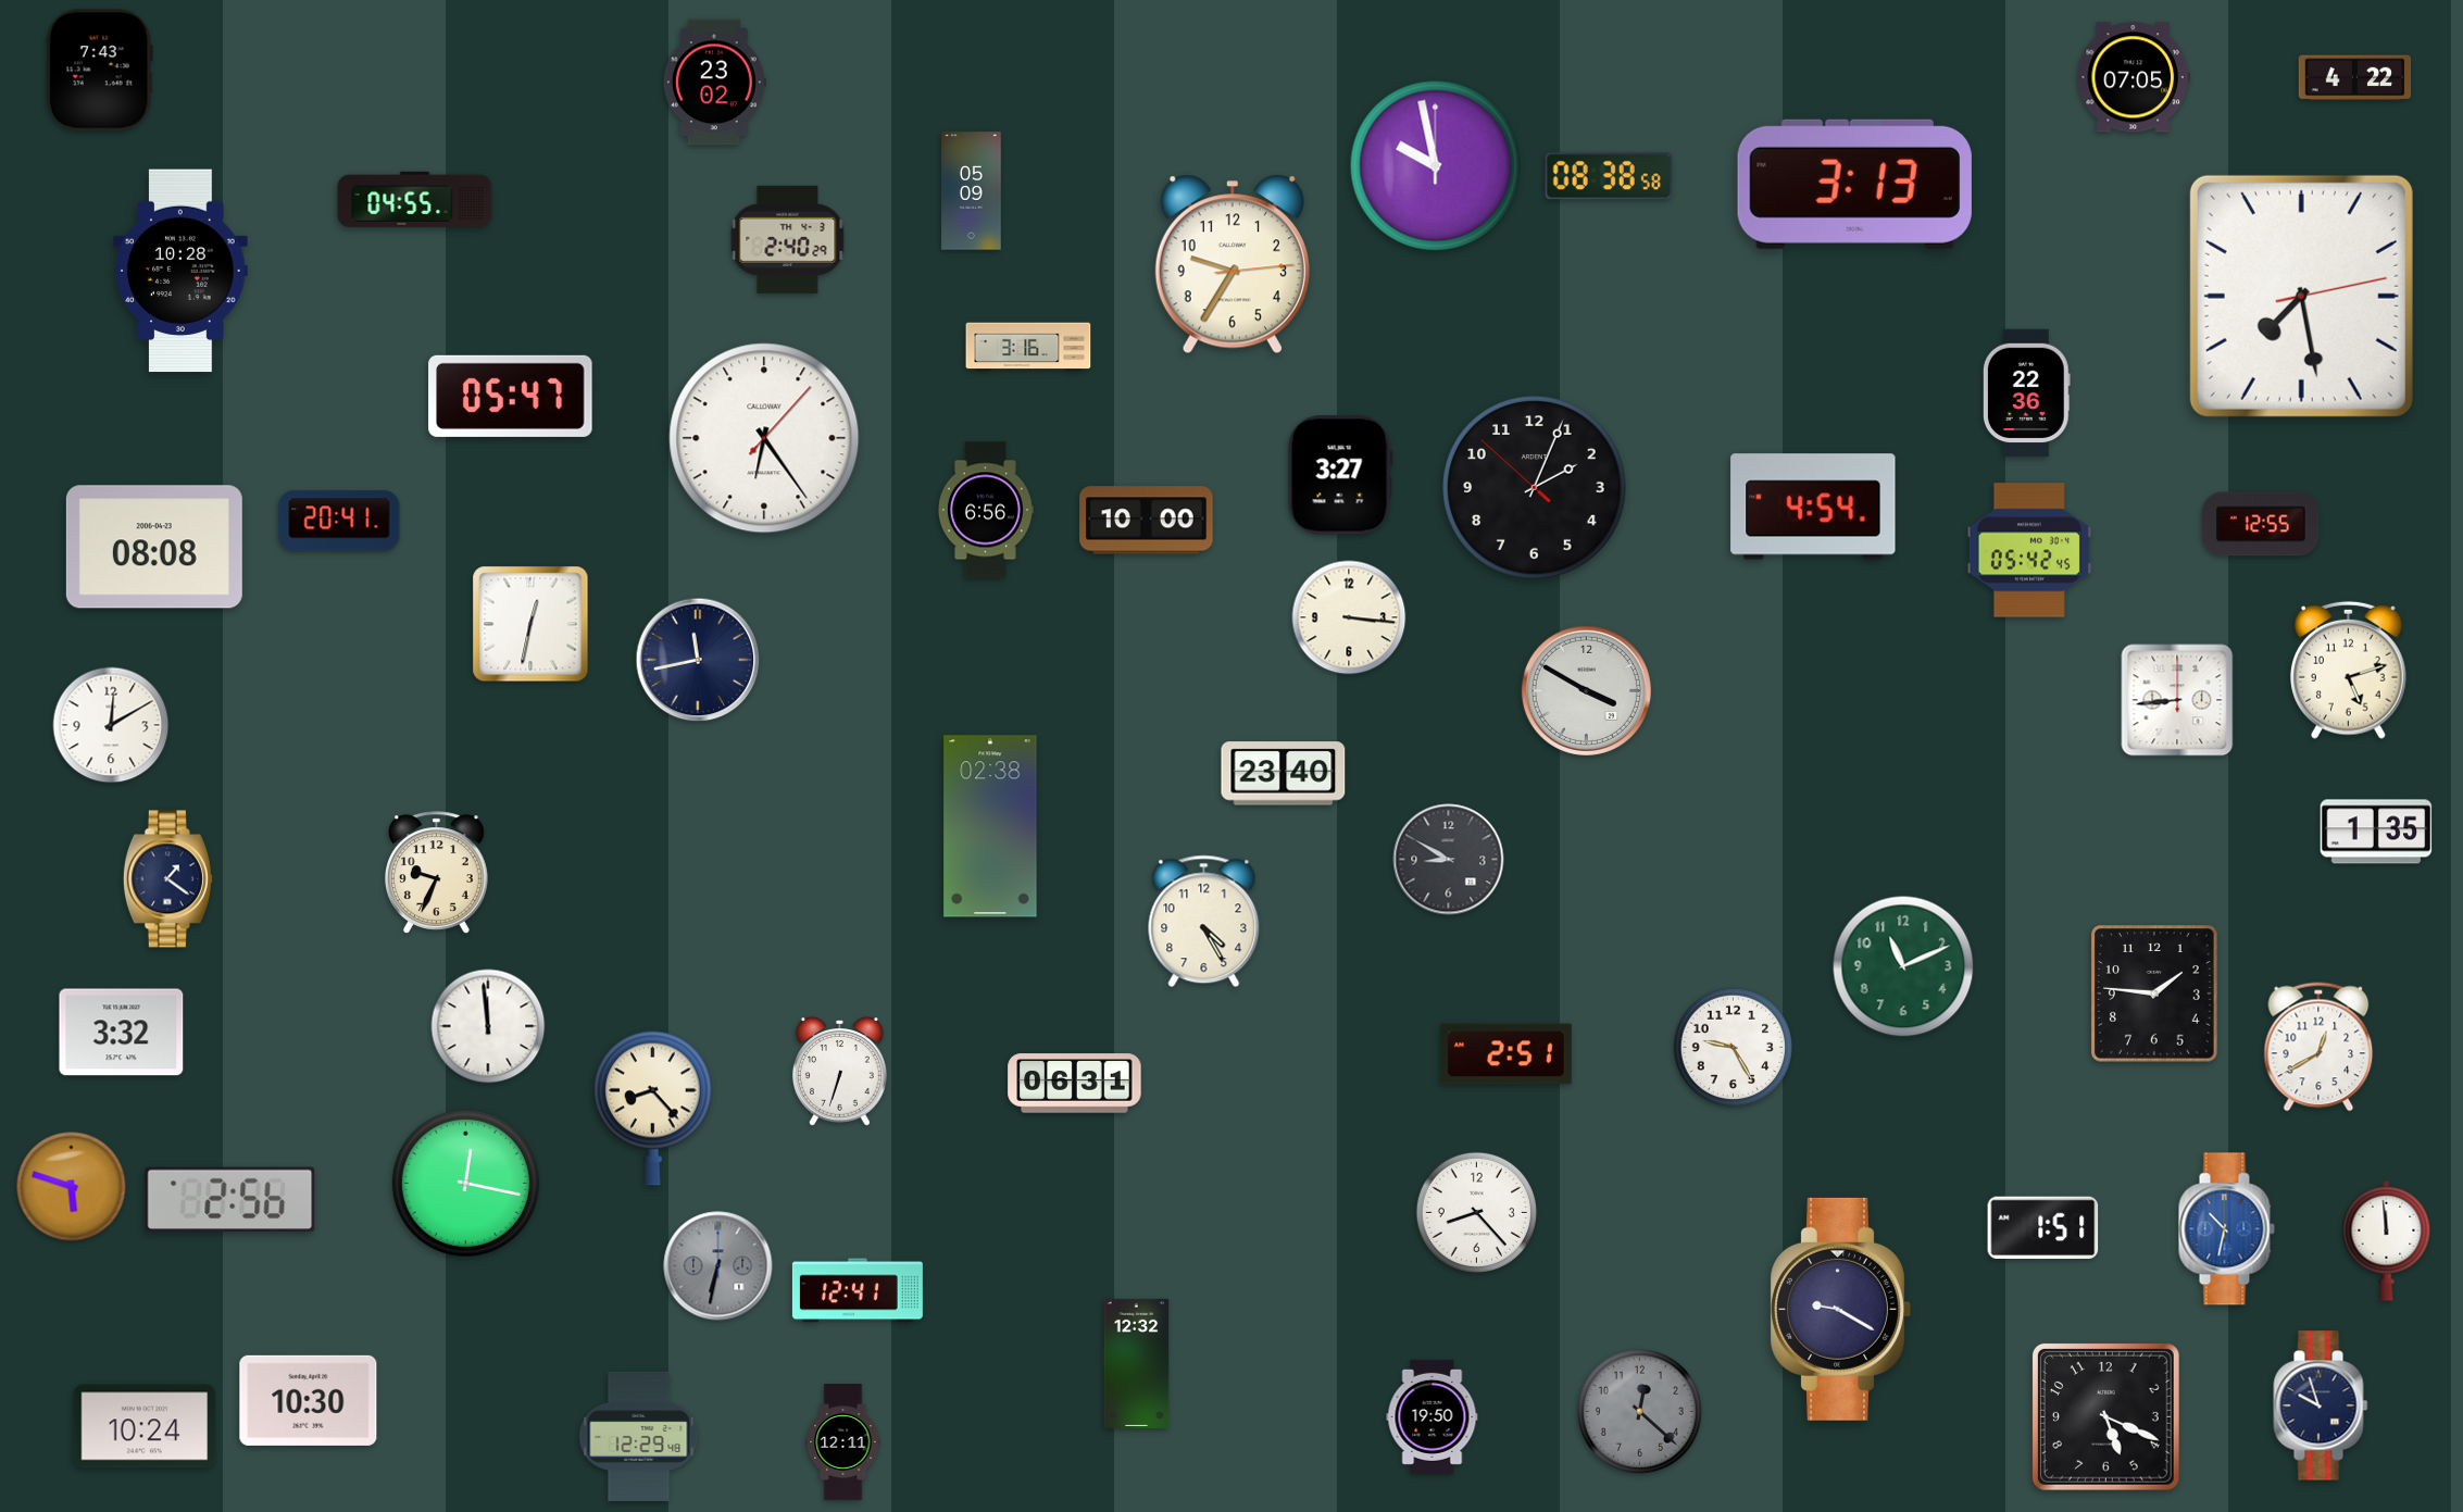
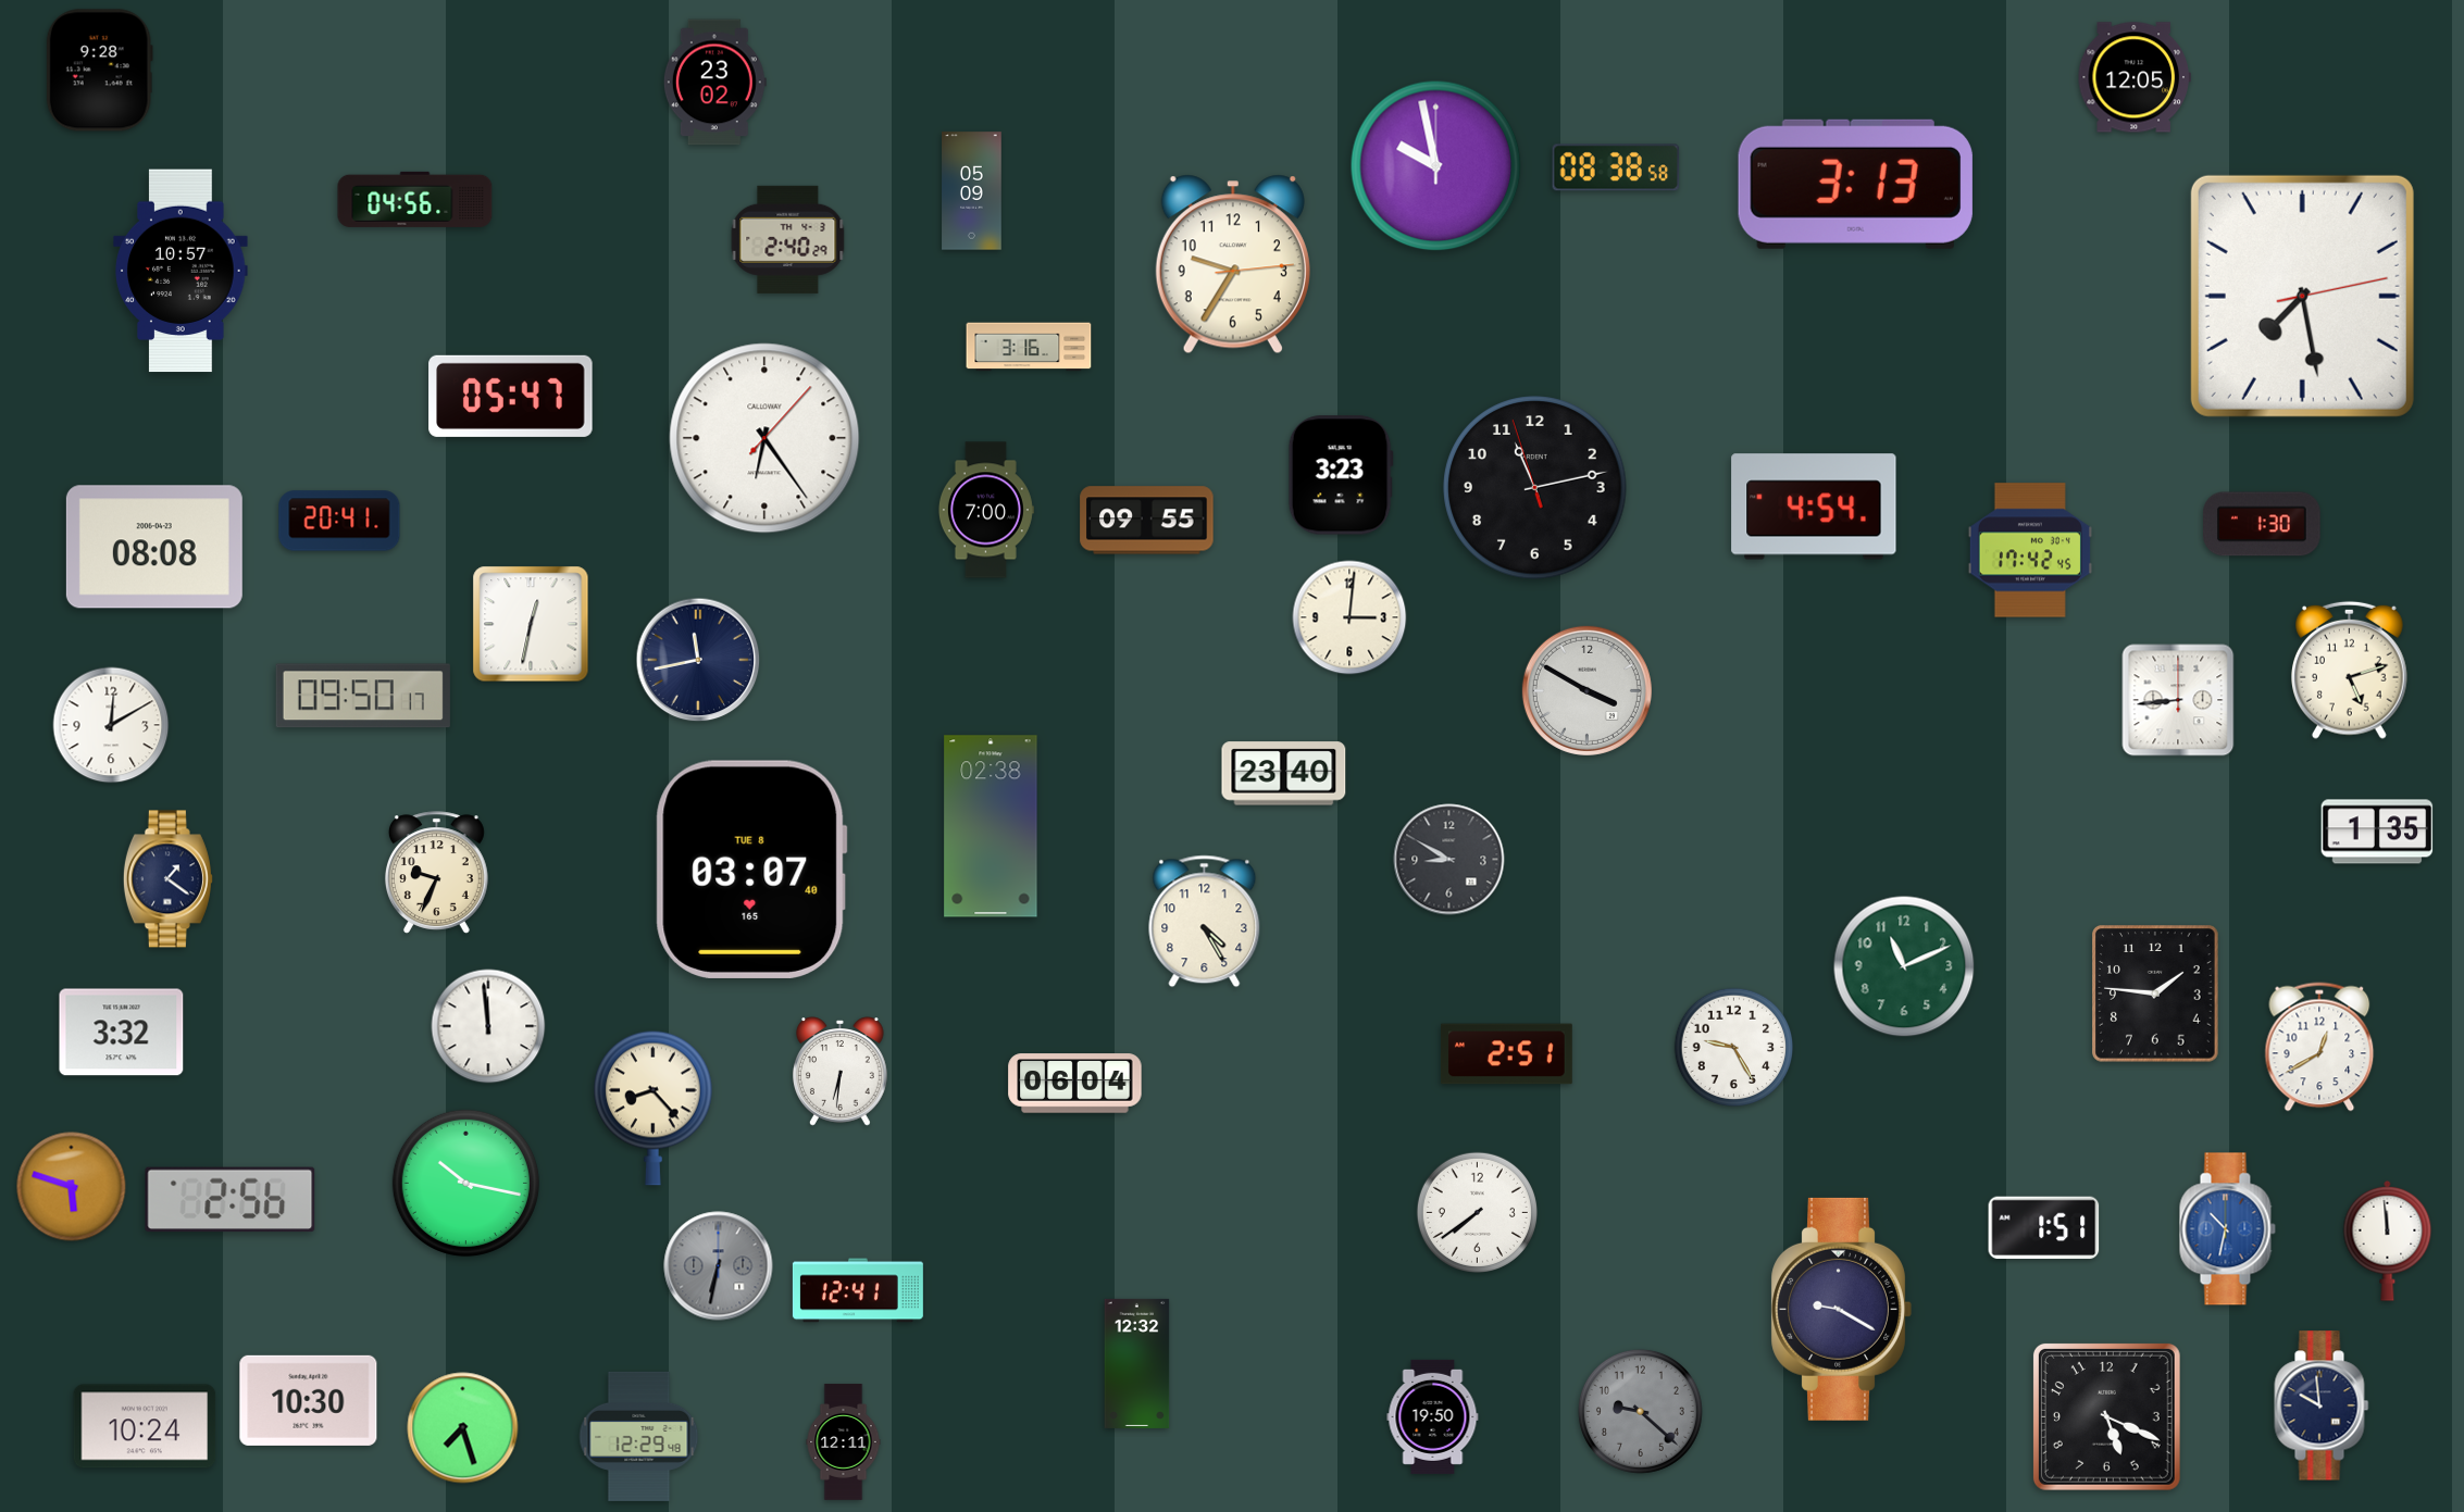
clock at (99, 71): 7:43 -> 9:28
clock at (2134, 77): 07:05 -> 12:05
clock at (2355, 78): 4:22 -> none
clock at (1609, 176) position: (1609, 176) -> (1616, 167)
clock at (415, 199): 04:55 -> 04:56
clock at (180, 271): 10:28 -> 10:57
clock at (2026, 393): 22:36 -> none
clock at (1340, 475): 3:27 -> 3:23
clock at (1535, 488): 2:03 -> 11:12
clock at (985, 510): 6:56 -> 7:00
clock at (1147, 521): 10:00 -> 09:55
clock at (2261, 524): 12:55 -> 1:30
clock at (2029, 550): 05:42 -> 17:42
clock at (1349, 617): 3:16 -> 3:01
clock at (363, 696): none -> 09:50
clock at (751, 870): none -> 03:07
clock at (840, 1072): 6:33 -> 6:31
clock at (1075, 1084): 06:31 -> 06:04
clock at (465, 1183): 12:17 -> 10:17
clock at (1476, 1212): 8:23 -> 7:39
clock at (2321, 1405): 9:57 -> 9:59
clock at (1639, 1411): 12:22 -> 9:22
clock at (463, 1428): none -> 7:27
